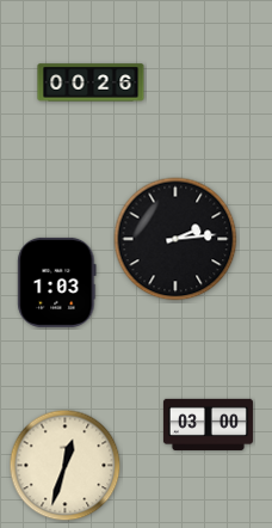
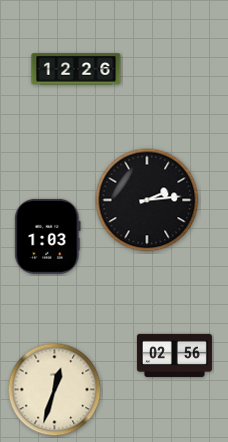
clock at (91, 82): 00:26 -> 12:26
clock at (208, 424): 03:00 -> 02:56
